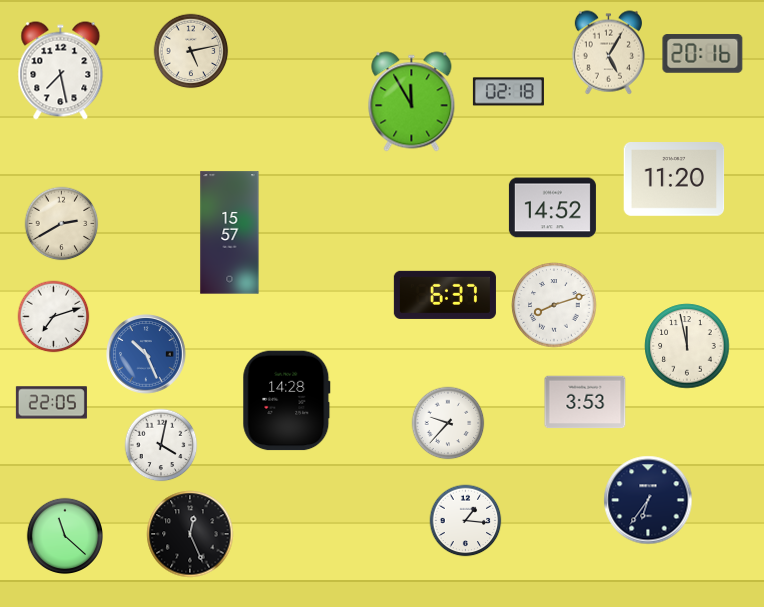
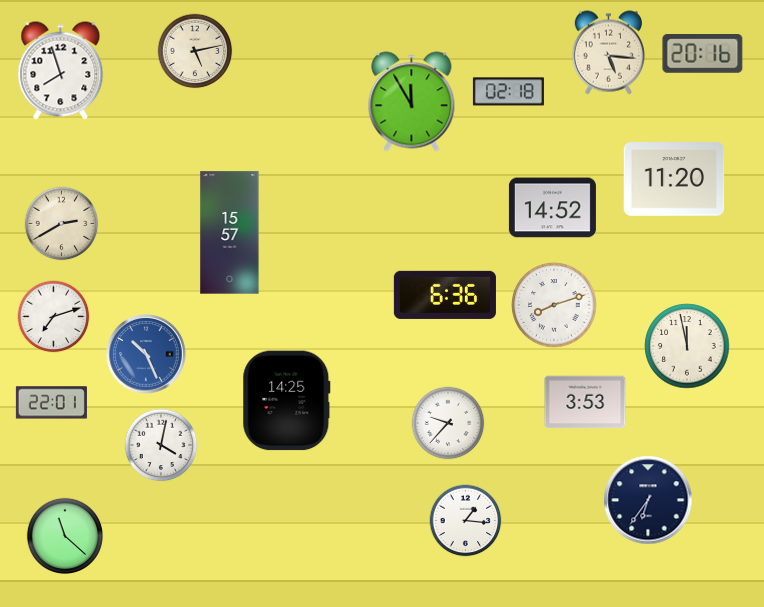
clock at (191, 51) position: (191, 51) -> (195, 51)
clock at (608, 53): 5:05 -> 5:16
clock at (61, 71): 7:28 -> 7:57
clock at (445, 295): 6:37 -> 6:36
clock at (287, 401): 14:28 -> 14:25
clock at (51, 403): 22:05 -> 22:01
clock at (190, 534): 12:26 -> none
